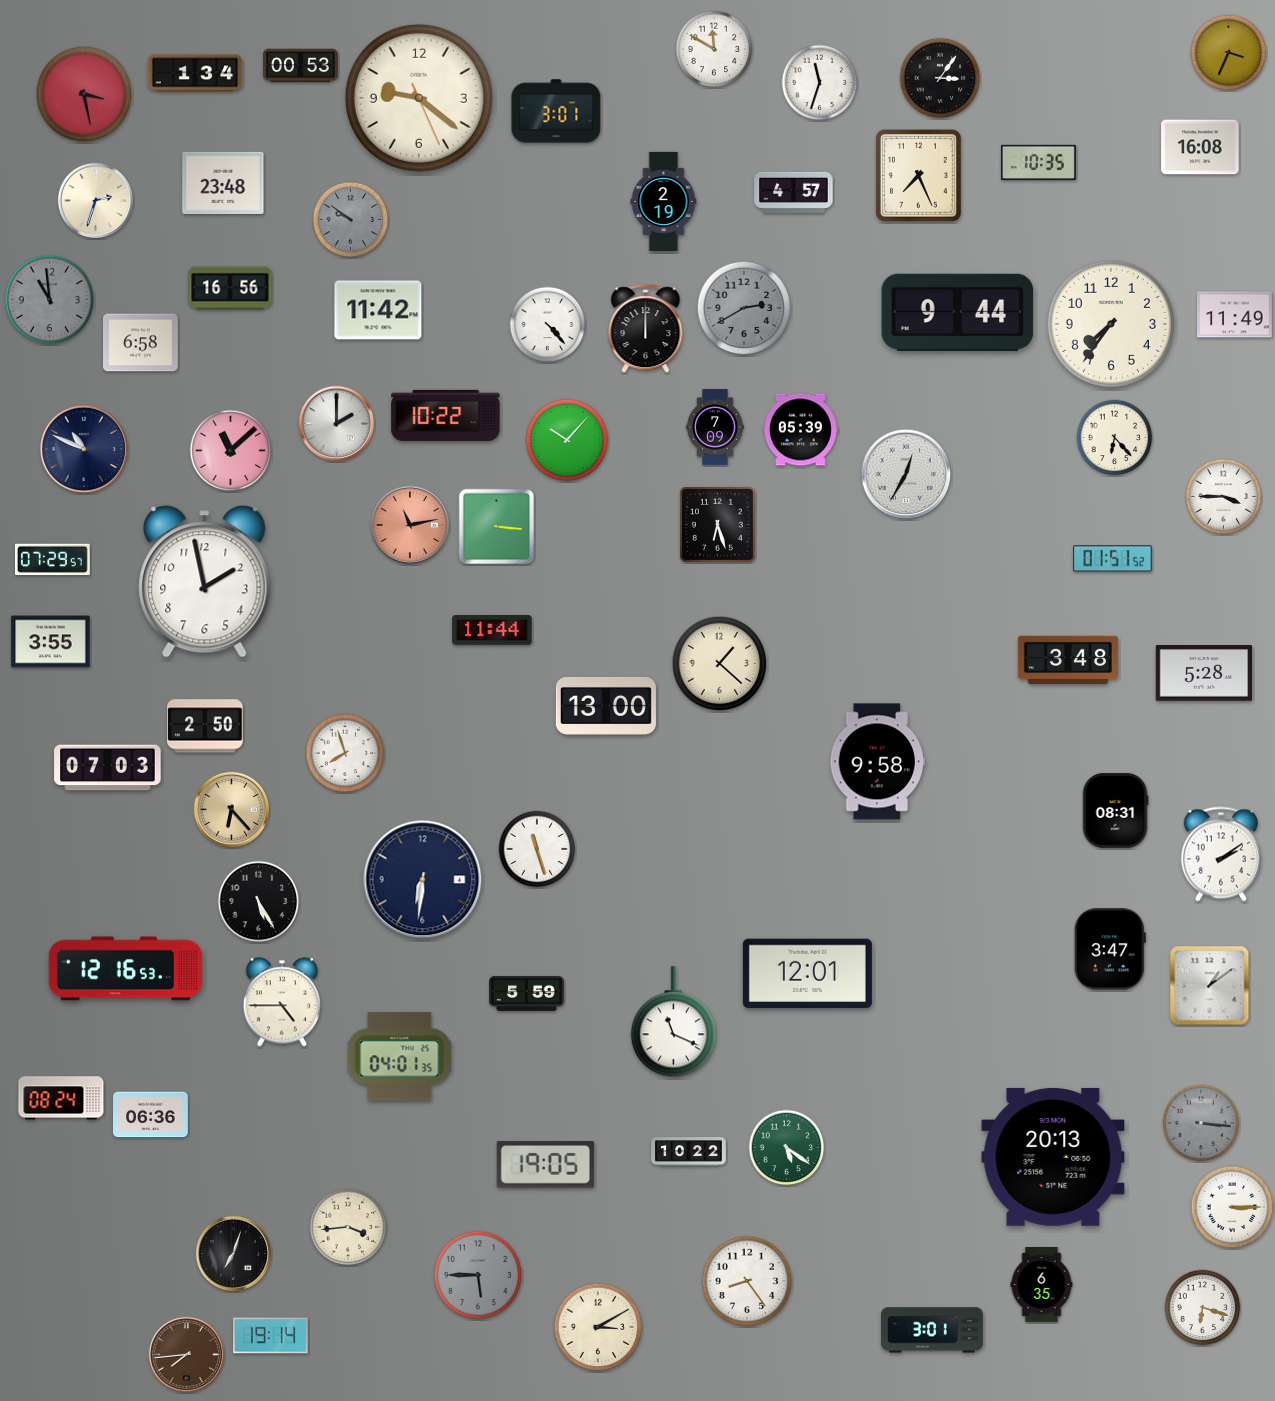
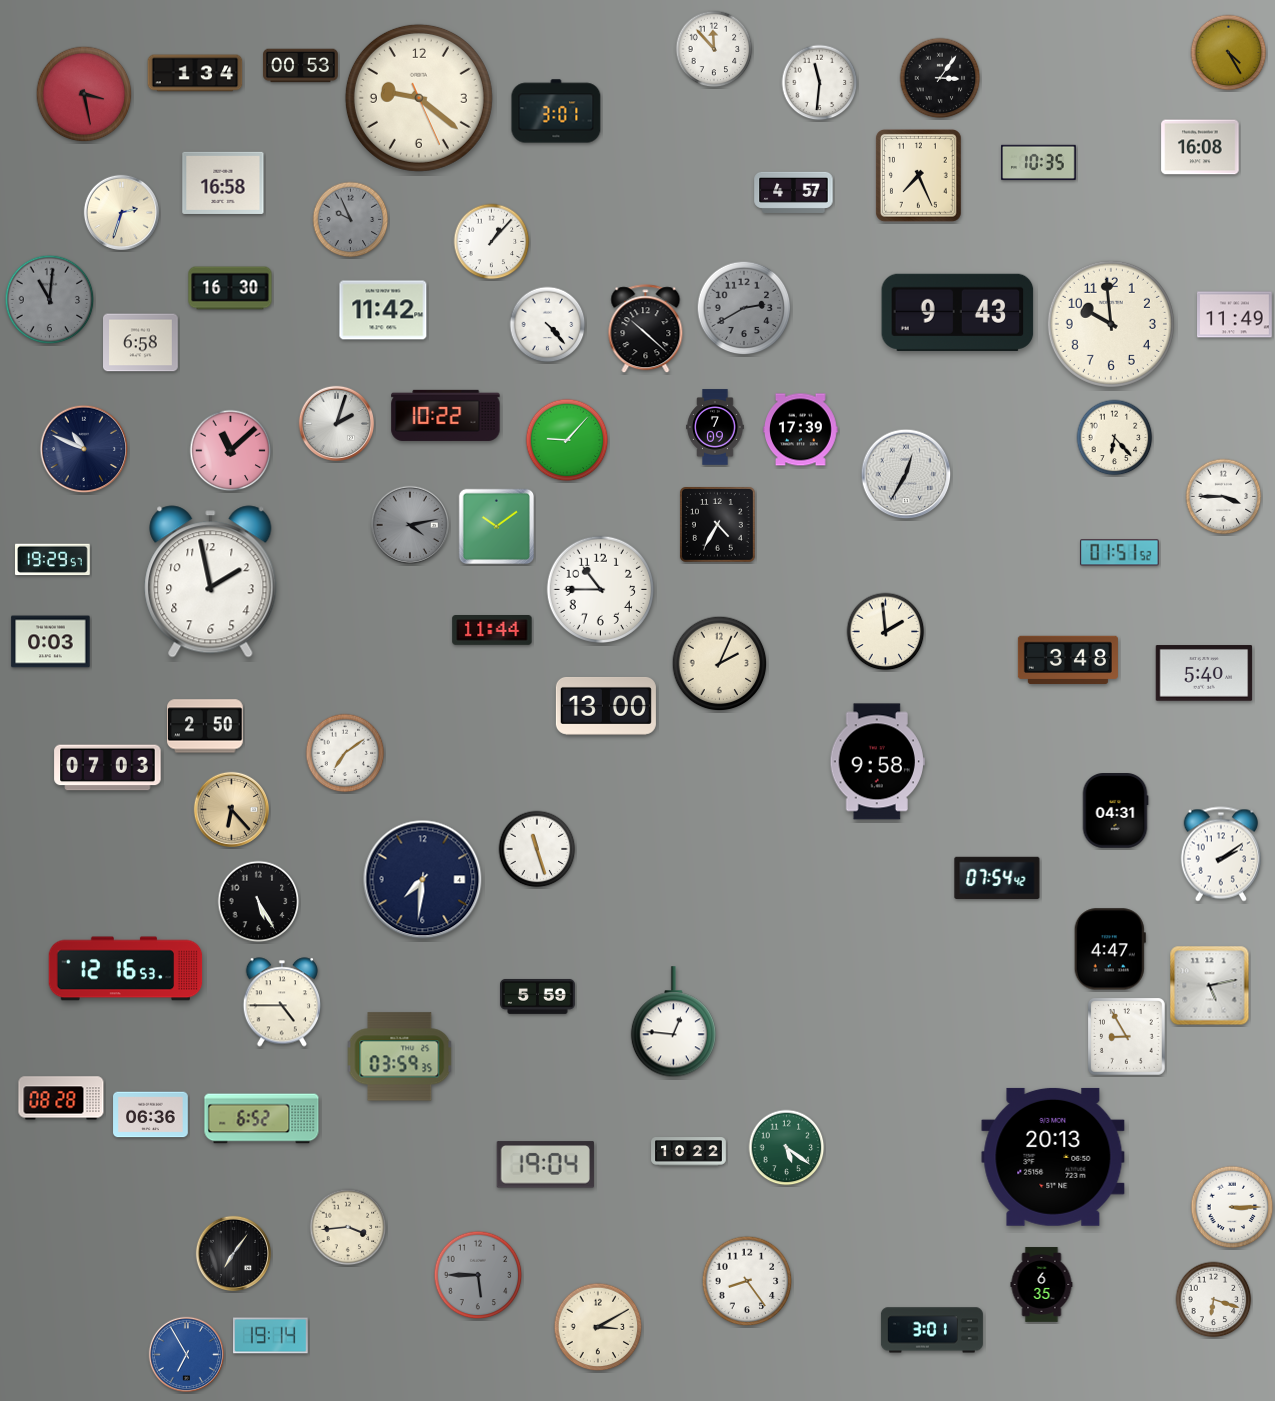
clock at (714, 49): 11:50 -> 11:53
clock at (1229, 53): 3:34 -> 4:25
clock at (820, 83): 11:33 -> 11:31
clock at (223, 183): 23:48 -> 16:58
clock at (95, 200) position: (95, 200) -> (121, 212)
clock at (664, 201): 2:19 -> none
clock at (351, 220): 9:51 -> 9:56
clock at (492, 242): none -> 1:07
clock at (230, 288): 16:56 -> 16:30
clock at (50, 300): 10:59 -> 11:01
clock at (378, 310) position: (378, 310) -> (383, 310)
clock at (958, 312): 9:44 -> 9:43
clock at (1111, 324): 7:36 -> 9:59
clock at (646, 329): 12:00 -> 10:22
clock at (336, 423): 2:00 -> 2:03
clock at (801, 430): 05:39 -> 17:39
clock at (567, 440): 10:07 -> 9:07
clock at (409, 524): 11:13 -> 4:13
clock at (409, 524) dial: salmon -> grey
clock at (717, 524): 6:27 -> 4:35
clock at (497, 527): 3:16 -> 10:09
clock at (1113, 559) position: (1113, 559) -> (1120, 553)
clock at (53, 560): 07:29 -> 19:29
clock at (205, 582) position: (205, 582) -> (211, 582)
clock at (600, 589): none -> 10:45
clock at (886, 632): none -> 1:59
clock at (51, 642): 3:55 -> 0:03
clock at (720, 664): 1:22 -> 2:04
clock at (1204, 673): 5:28 -> 5:40
clock at (345, 753): 7:57 -> 7:09
clock at (1115, 811): 08:31 -> 04:31
clock at (997, 877): none -> 07:54
clock at (423, 880): 6:31 -> 7:31
clock at (1110, 949): 3:47 -> 4:47
clock at (807, 974): 12:01 -> none
clock at (1210, 986): 1:09 -> 5:13
clock at (527, 993) position: (527, 993) -> (538, 996)
clock at (673, 1022): 11:19 -> 12:46
clock at (1127, 1037): none -> 8:55
clock at (400, 1057): 04:01 -> 03:59
clock at (61, 1098): 08:24 -> 08:28
clock at (262, 1119): none -> 6:52
clock at (1201, 1123): 3:16 -> none
clock at (545, 1165): 19:05 -> 19:04
clock at (233, 1253): 7:03 -> 7:06
clock at (1203, 1308) position: (1203, 1308) -> (1214, 1300)
clock at (186, 1354): 7:44 -> 6:55
clock at (186, 1354) dial: brown -> blue
